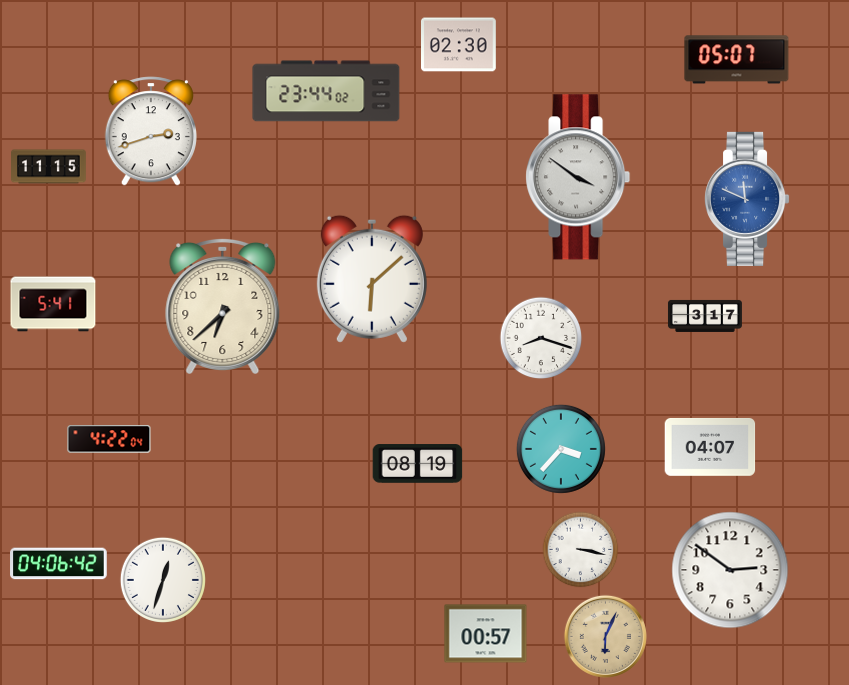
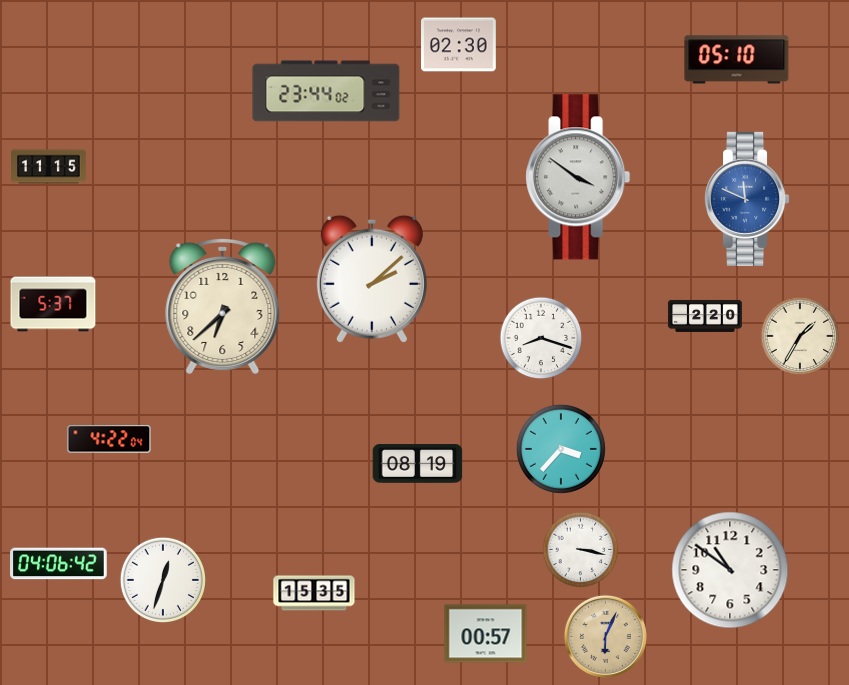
clock at (737, 60): 05:07 -> 05:10
clock at (151, 131): 2:42 -> none
clock at (372, 279): 6:08 -> 2:08
clock at (53, 304): 5:41 -> 5:37
clock at (705, 316): 3:17 -> 2:20
clock at (800, 336): none -> 1:35
clock at (710, 447): 04:07 -> none
clock at (730, 570): 2:51 -> 10:51
clock at (314, 593): none -> 15:35
